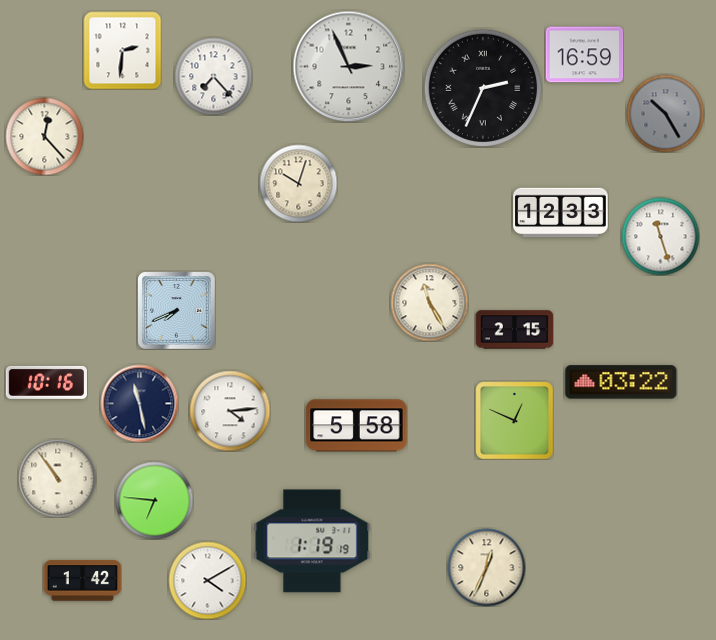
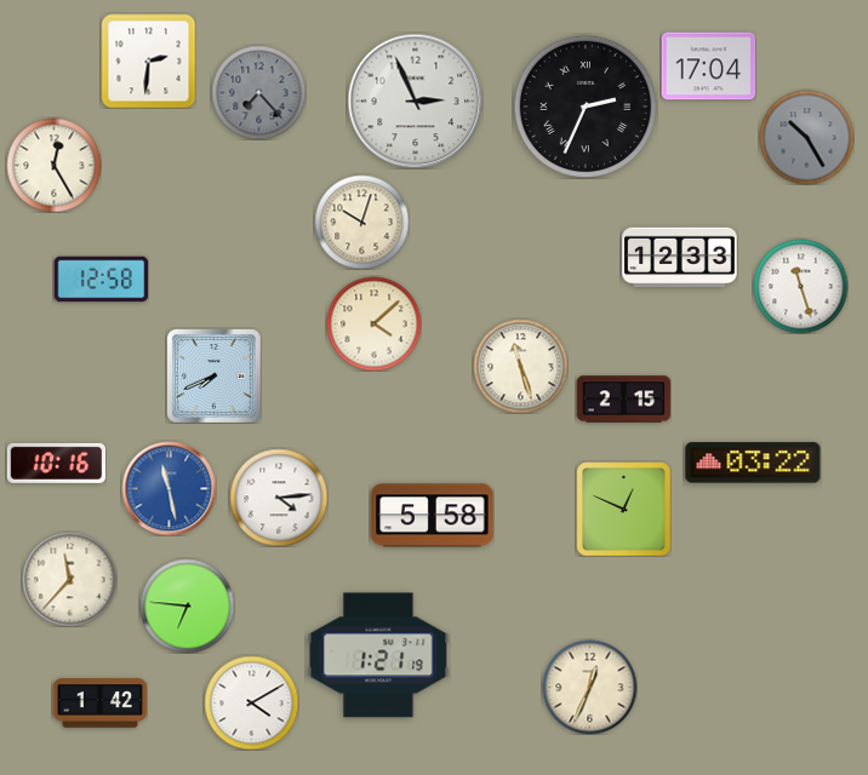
clock at (584, 55): 16:59 -> 17:04
clock at (348, 66) position: (348, 66) -> (415, 101)
clock at (213, 76) dial: white -> grey
clock at (44, 136): 12:23 -> 12:25
clock at (101, 280): none -> 12:58
clock at (373, 323): none -> 4:08
clock at (429, 302): 11:25 -> 11:27
clock at (139, 403) dial: navy -> blue
clock at (57, 478): 10:54 -> 11:37
clock at (312, 541): 1:19 -> 1:21
